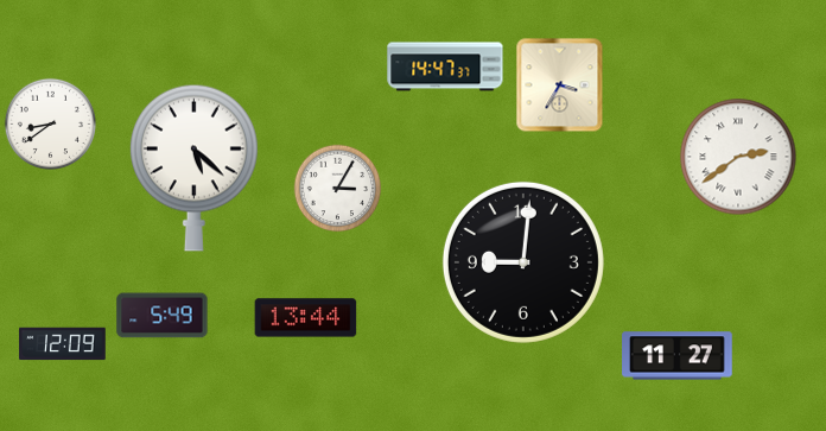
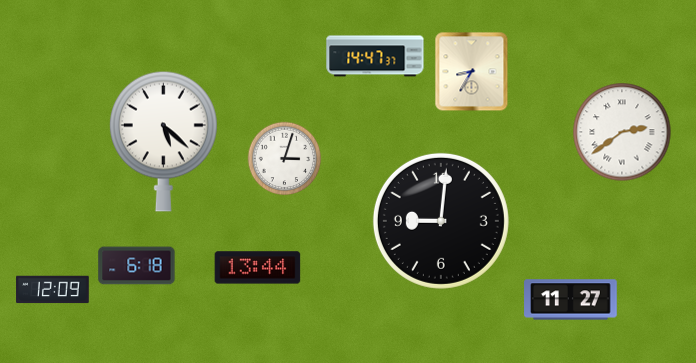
clock at (560, 85): 3:35 -> 8:35
clock at (50, 123): 8:39 -> none
clock at (338, 189): 3:05 -> 3:03
clock at (163, 316): 5:49 -> 6:18
